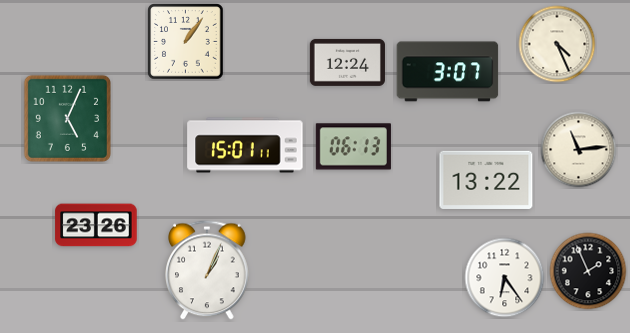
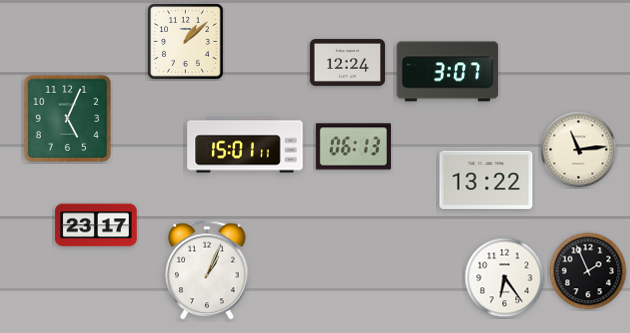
clock at (186, 42): 1:06 -> 1:08
clock at (557, 44): 4:26 -> none
clock at (96, 225): 23:26 -> 23:17
